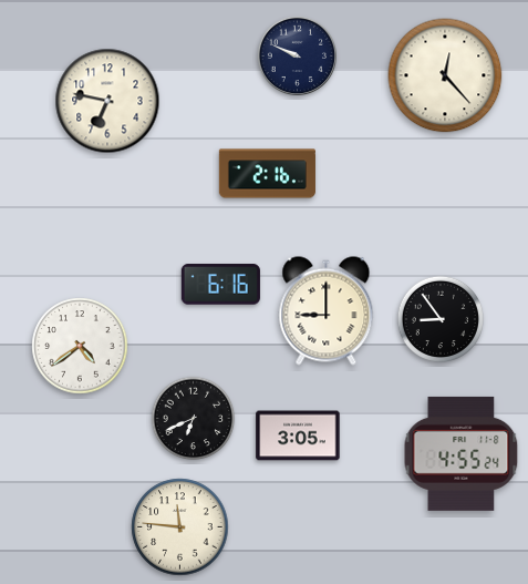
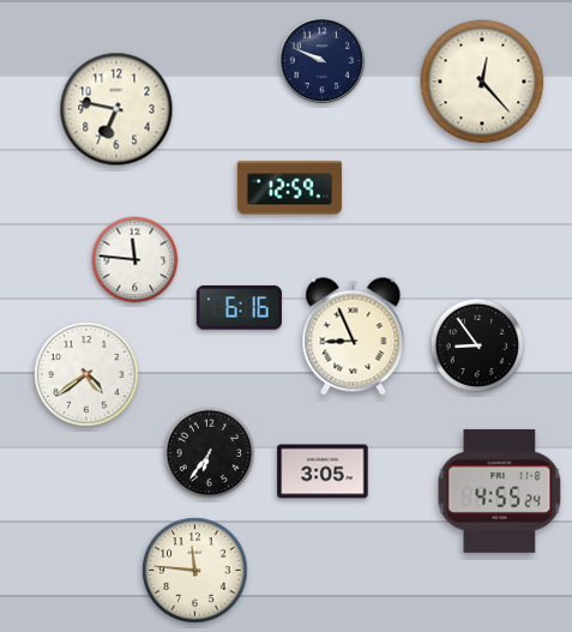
clock at (267, 174): 2:16 -> 12:59
clock at (136, 260): none -> 11:46
clock at (327, 311): 9:00 -> 8:56
clock at (194, 419): 6:41 -> 6:36
